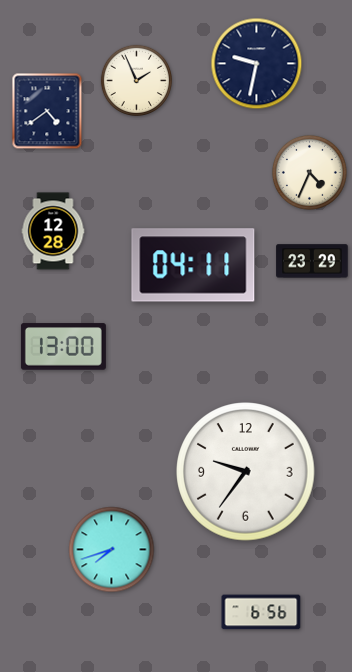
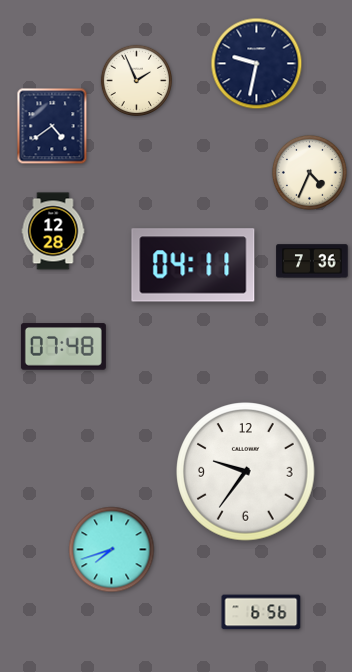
clock at (47, 111) position: (47, 111) -> (52, 126)
clock at (312, 261): 23:29 -> 7:36
clock at (63, 347): 13:00 -> 07:48
